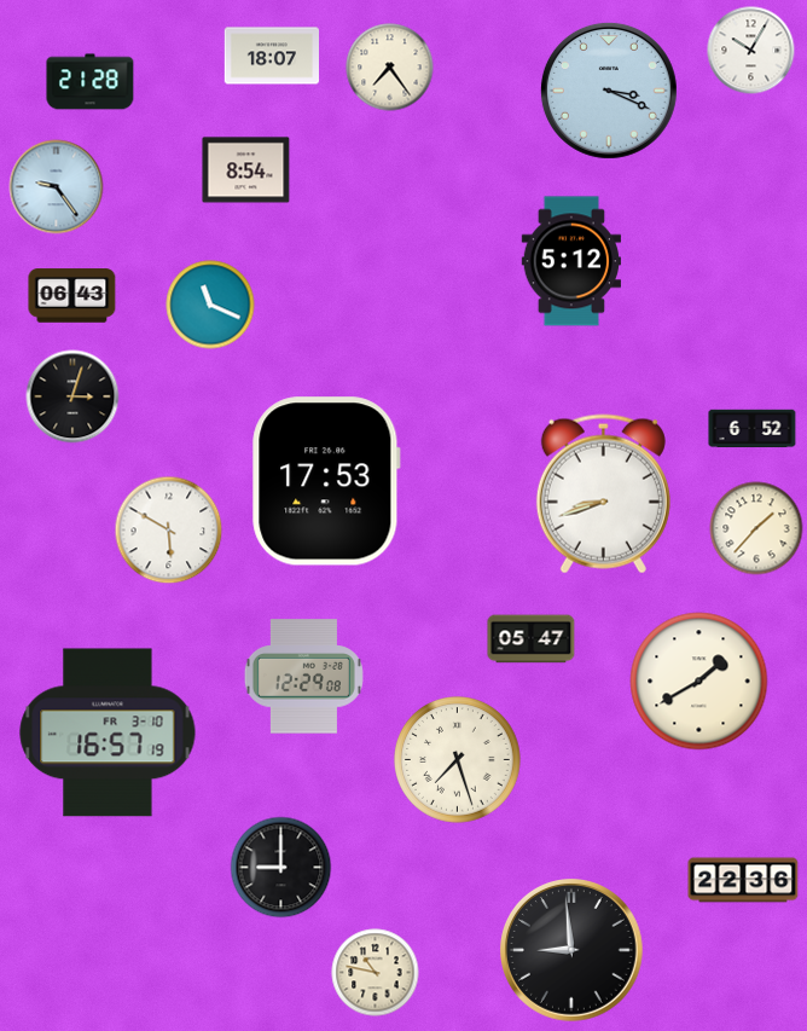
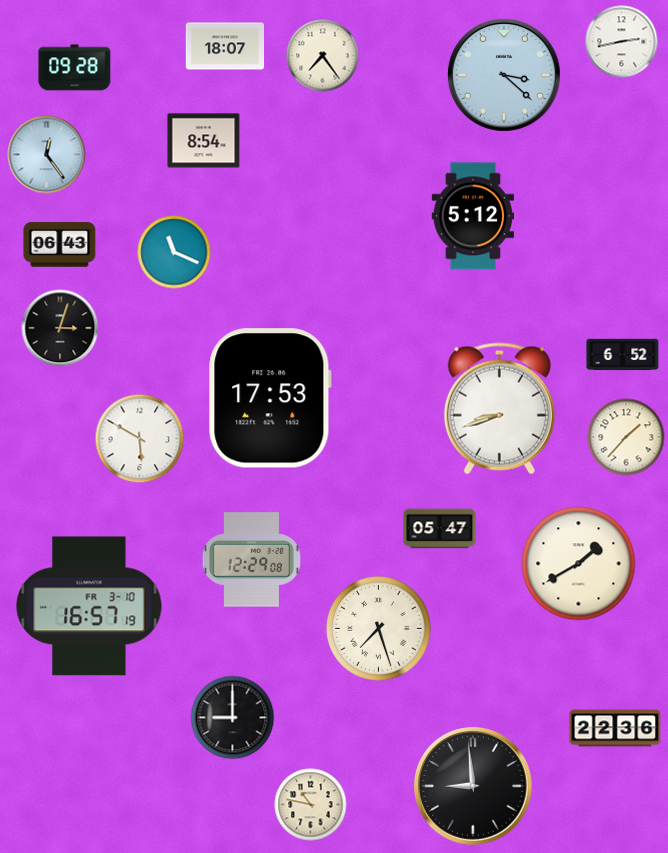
clock at (751, 51): 10:05 -> 2:43
clock at (91, 82): 21:28 -> 09:28
clock at (609, 91): 3:19 -> 3:22
clock at (57, 187): 9:24 -> 12:24
